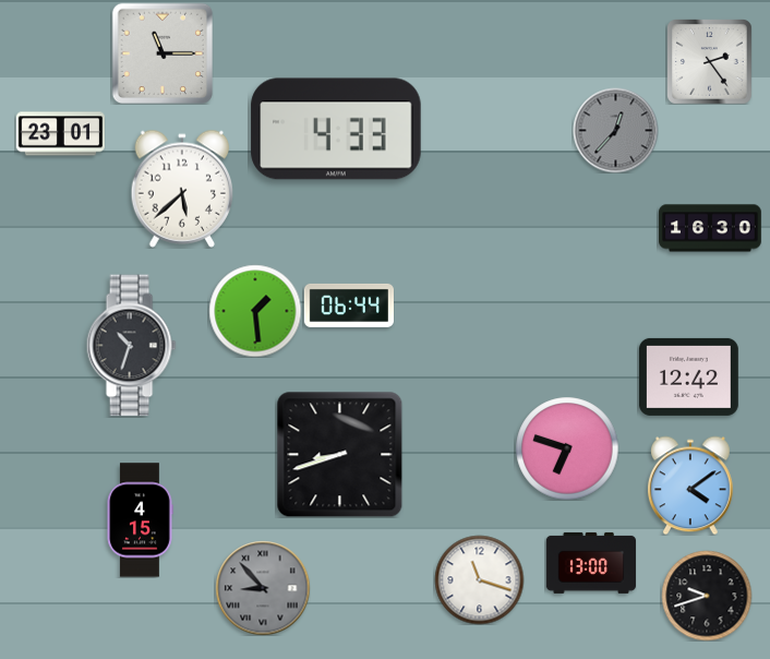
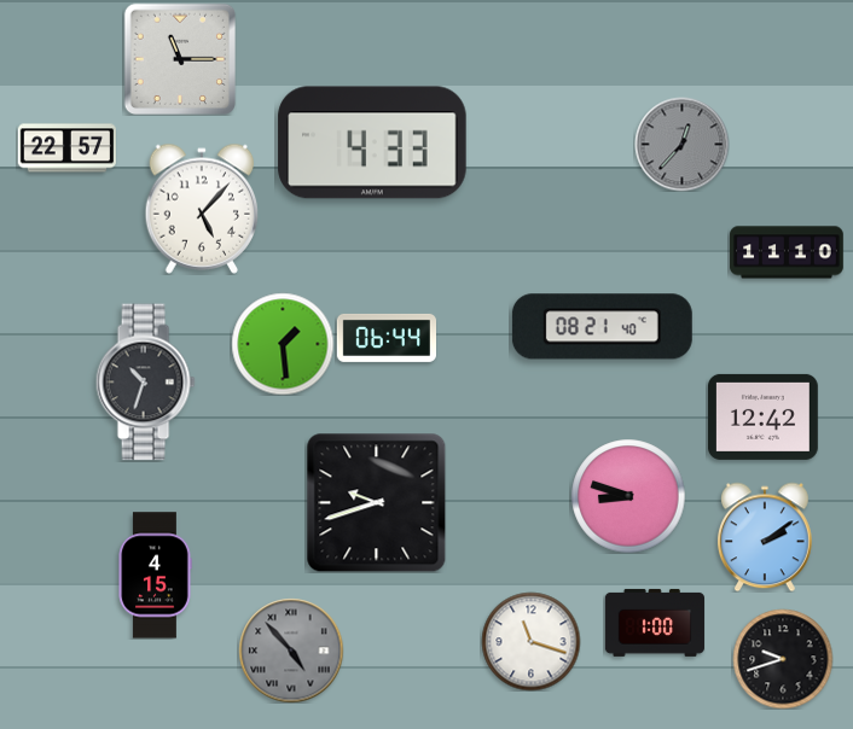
clock at (710, 62): 2:24 -> none
clock at (60, 134): 23:01 -> 22:57
clock at (182, 189): 5:38 -> 5:07
clock at (710, 228): 16:30 -> 11:10
clock at (602, 327): none -> 08:21
clock at (567, 448): 6:48 -> 8:48
clock at (340, 455): 8:42 -> 9:42
clock at (690, 486): 4:09 -> 2:09
clock at (590, 563): 13:00 -> 1:00
clock at (263, 588): 8:53 -> 4:53
